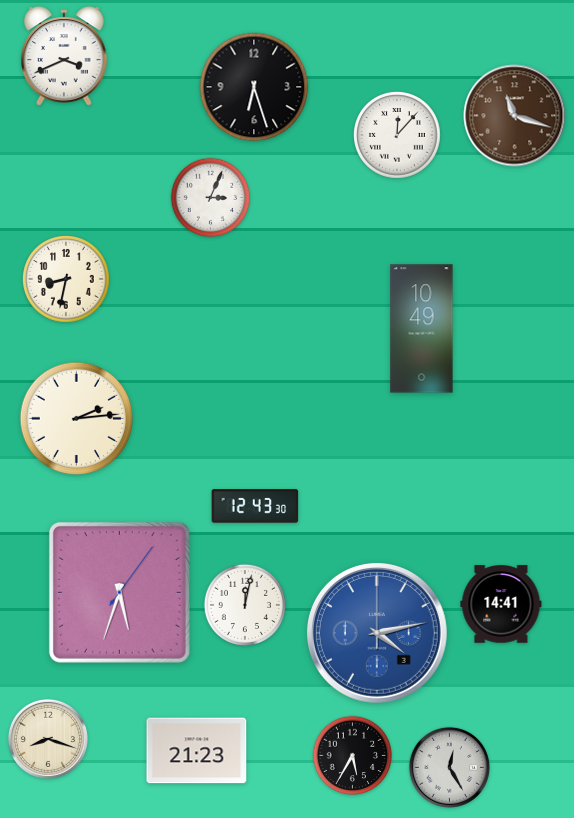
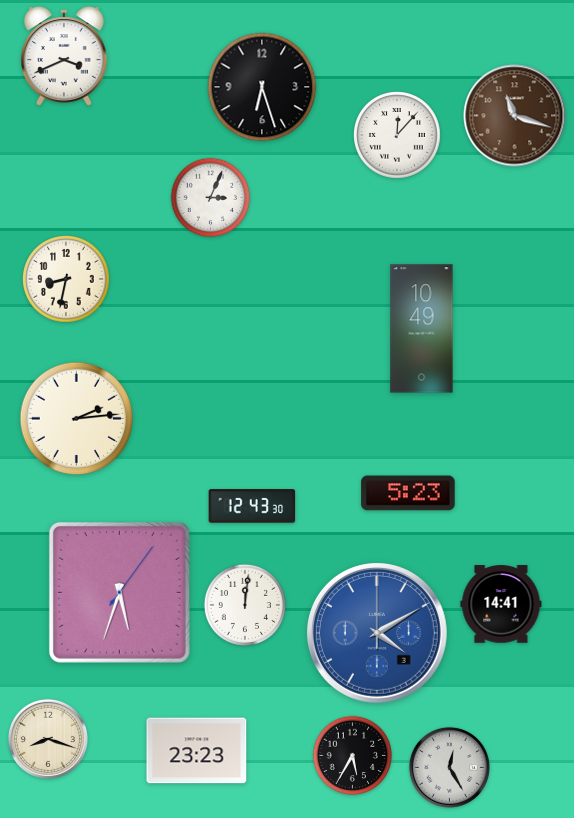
clock at (254, 87) position: (254, 87) -> (262, 87)
clock at (408, 493): none -> 5:23
clock at (255, 506) position: (255, 506) -> (252, 506)
clock at (245, 605): 12:02 -> 12:01
clock at (377, 633): 4:13 -> 4:10
clock at (197, 751): 21:23 -> 23:23
